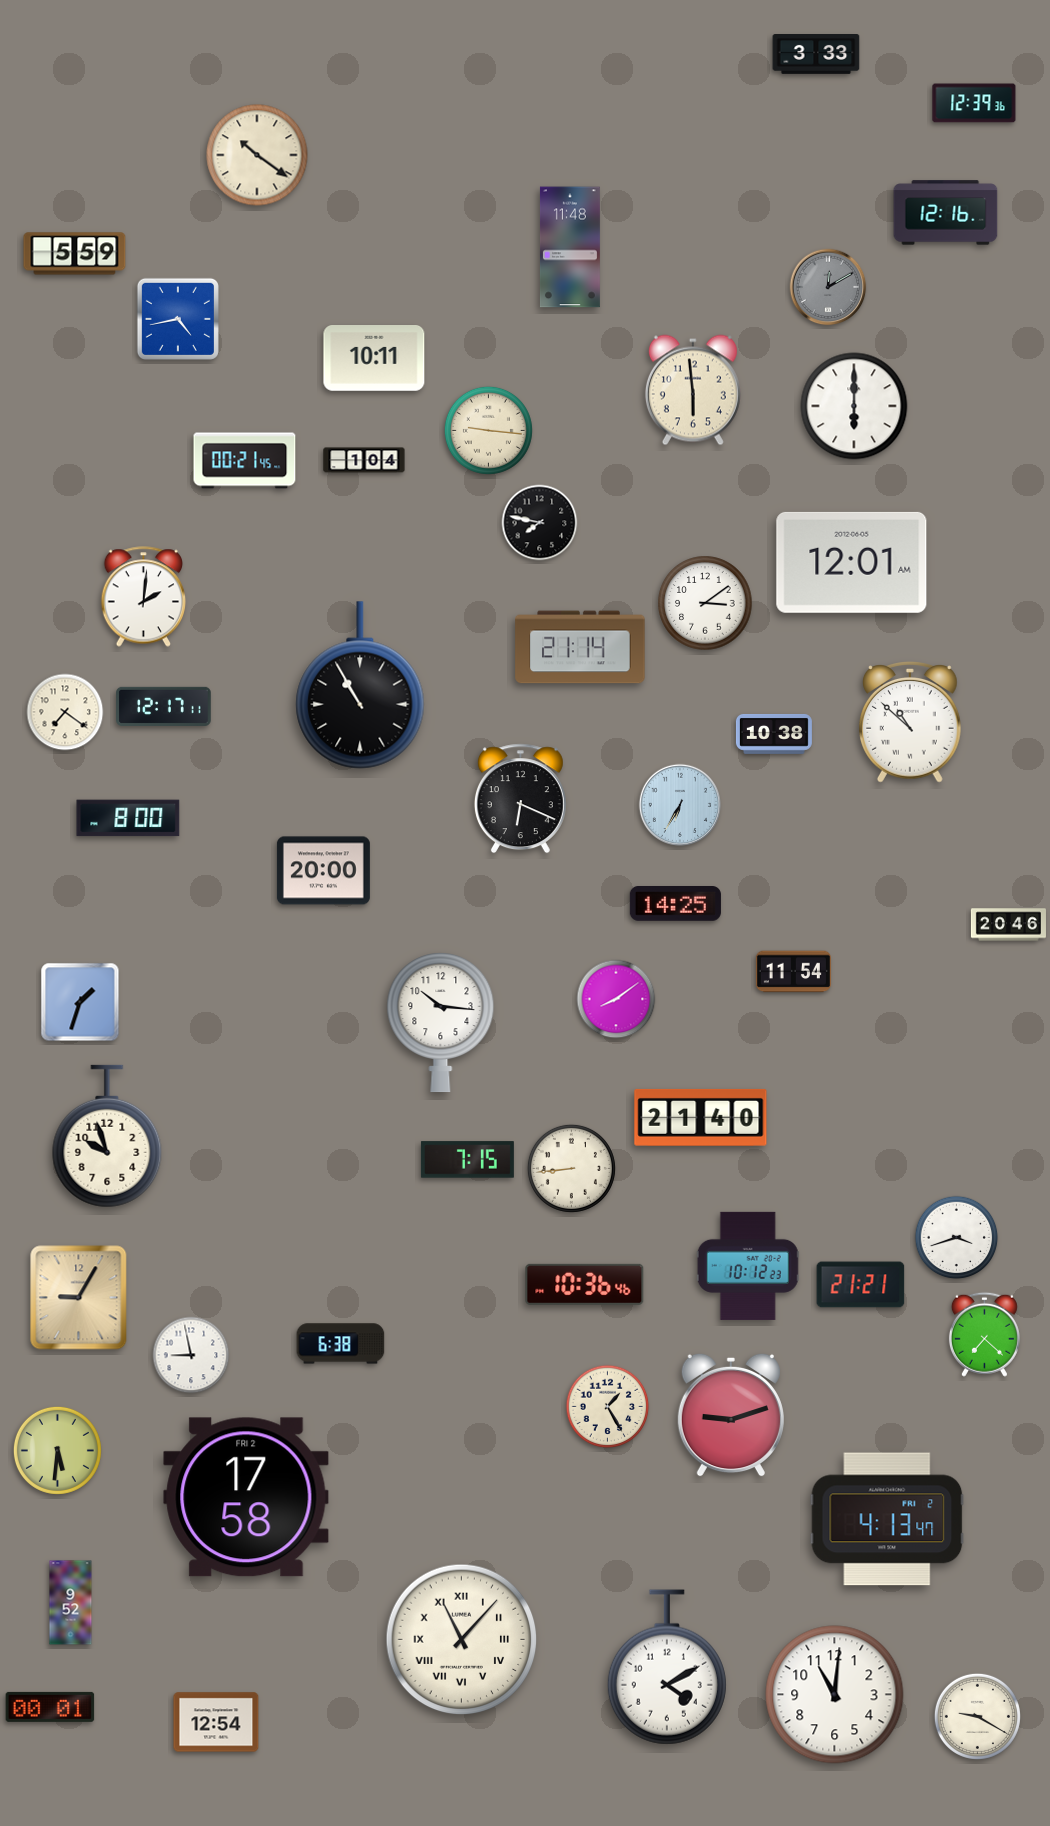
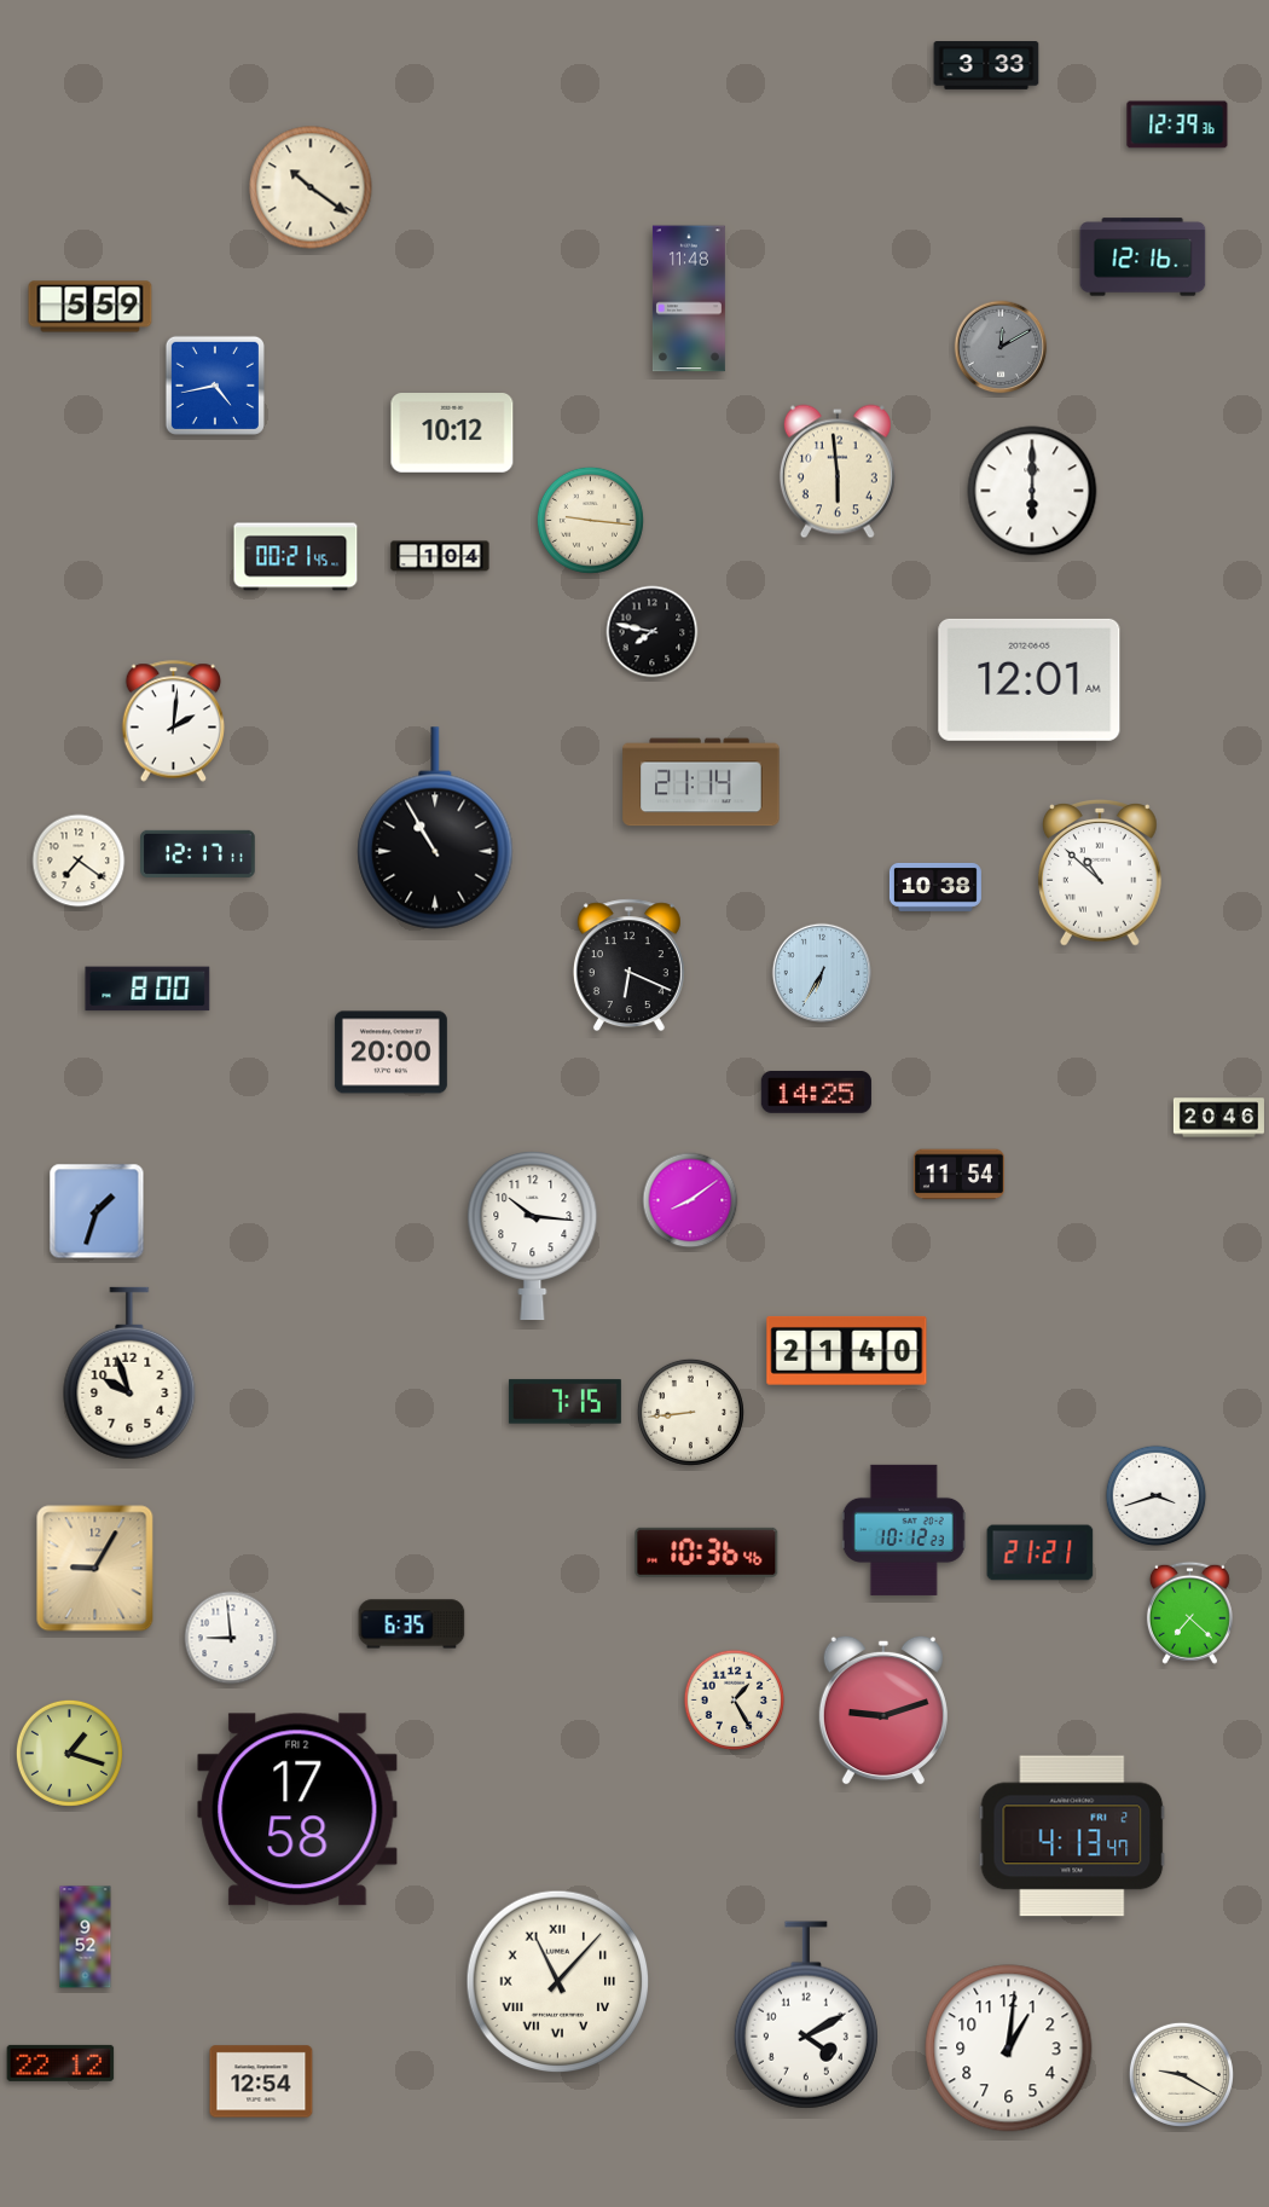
clock at (374, 359): 10:11 -> 10:12
clock at (705, 603): 3:09 -> none
clock at (128, 818) position: (128, 818) -> (147, 989)
clock at (616, 999) position: (616, 999) -> (690, 1200)
clock at (341, 1344): 6:38 -> 6:35
clock at (191, 1355): 8:58 -> 8:59
clock at (57, 1450): 5:31 -> 1:18
clock at (835, 1695): 11:01 -> 1:01
clock at (50, 1707): 00:01 -> 22:12
